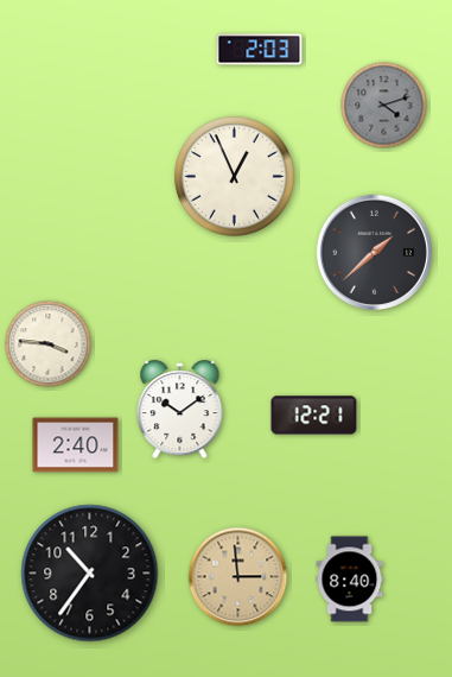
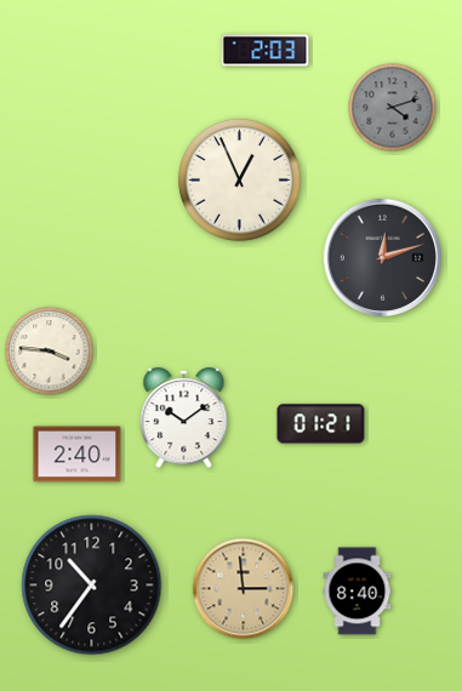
clock at (374, 252): 1:38 -> 12:12
clock at (314, 416): 12:21 -> 01:21
